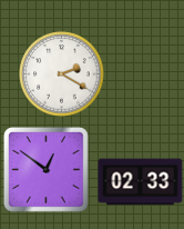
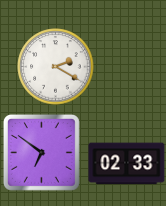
clock at (45, 169): 12:51 -> 6:51
